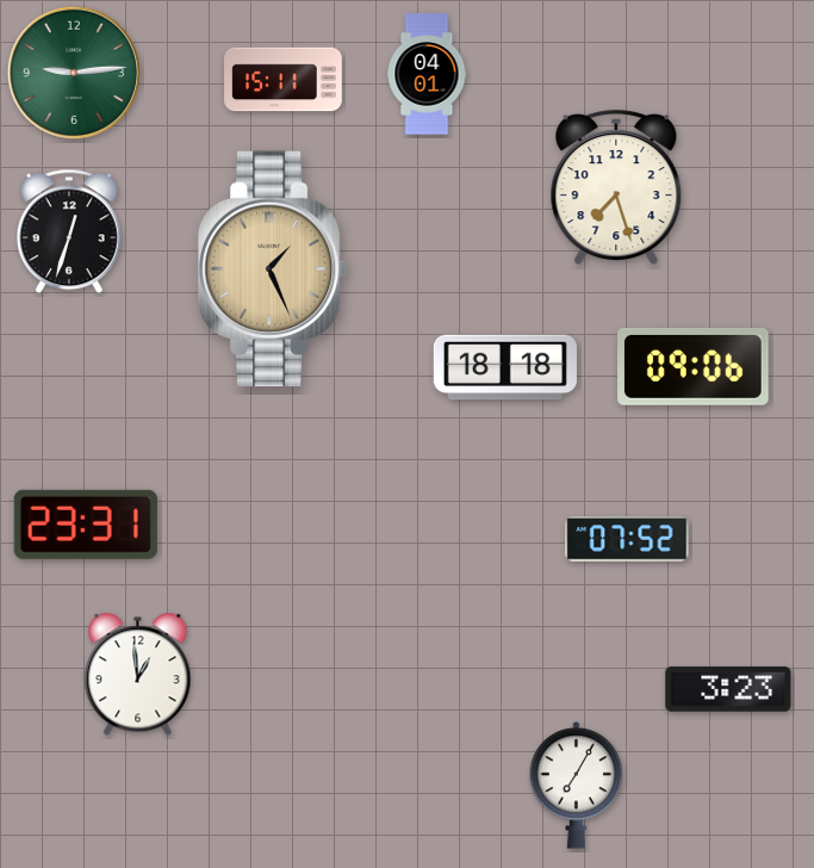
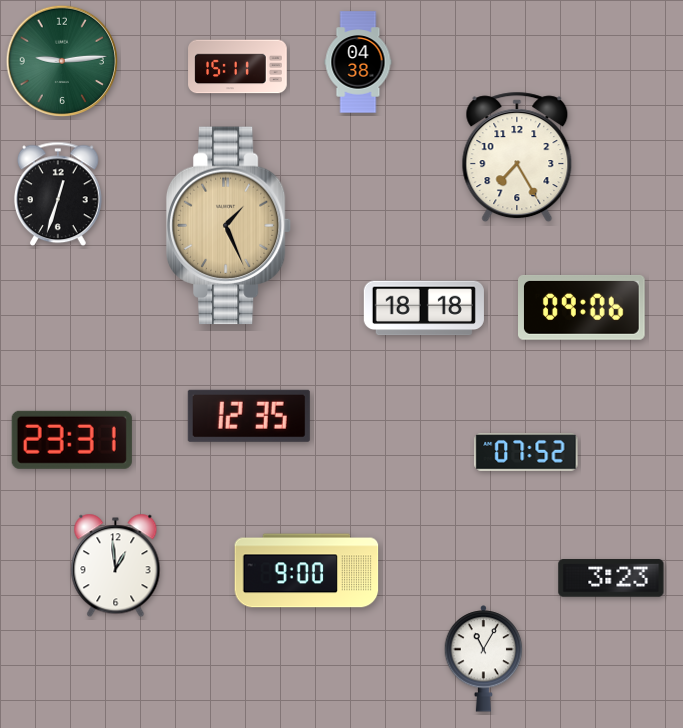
clock at (427, 74): 04:01 -> 04:38
clock at (616, 187): 7:27 -> 7:25
clock at (249, 416): none -> 12:35
clock at (307, 571): none -> 9:00
clock at (577, 786): 7:05 -> 11:05
